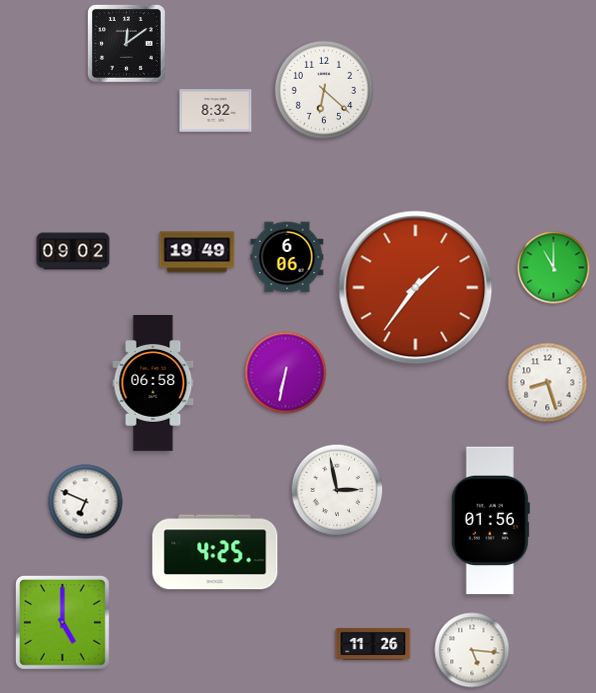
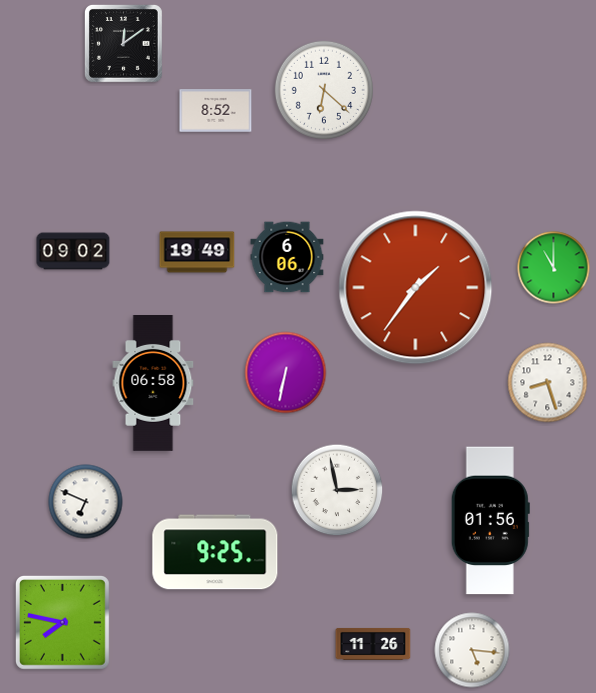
clock at (127, 44) position: (127, 44) -> (124, 44)
clock at (216, 111): 8:32 -> 8:52
clock at (215, 552): 4:25 -> 9:25
clock at (63, 623): 5:00 -> 7:47
